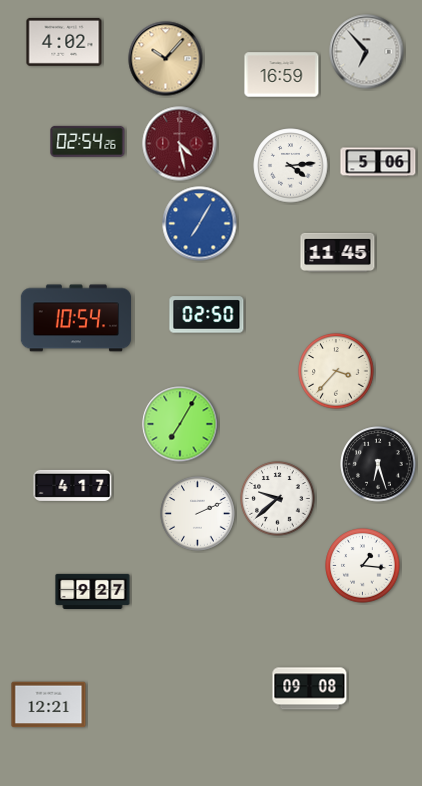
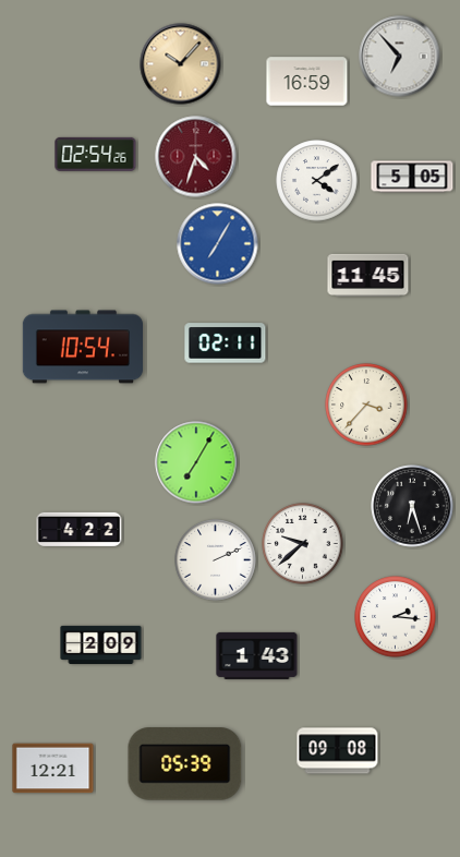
clock at (64, 42): 4:02 -> none
clock at (180, 144): 4:28 -> 4:33
clock at (378, 162): 5:06 -> 5:05
clock at (291, 166): 4:14 -> 4:09
clock at (207, 315): 02:50 -> 02:11
clock at (73, 485): 4:17 -> 4:22
clock at (363, 566): 1:16 -> 2:16
clock at (93, 591): 9:27 -> 2:09
clock at (257, 655): none -> 1:43
clock at (185, 764): none -> 05:39
